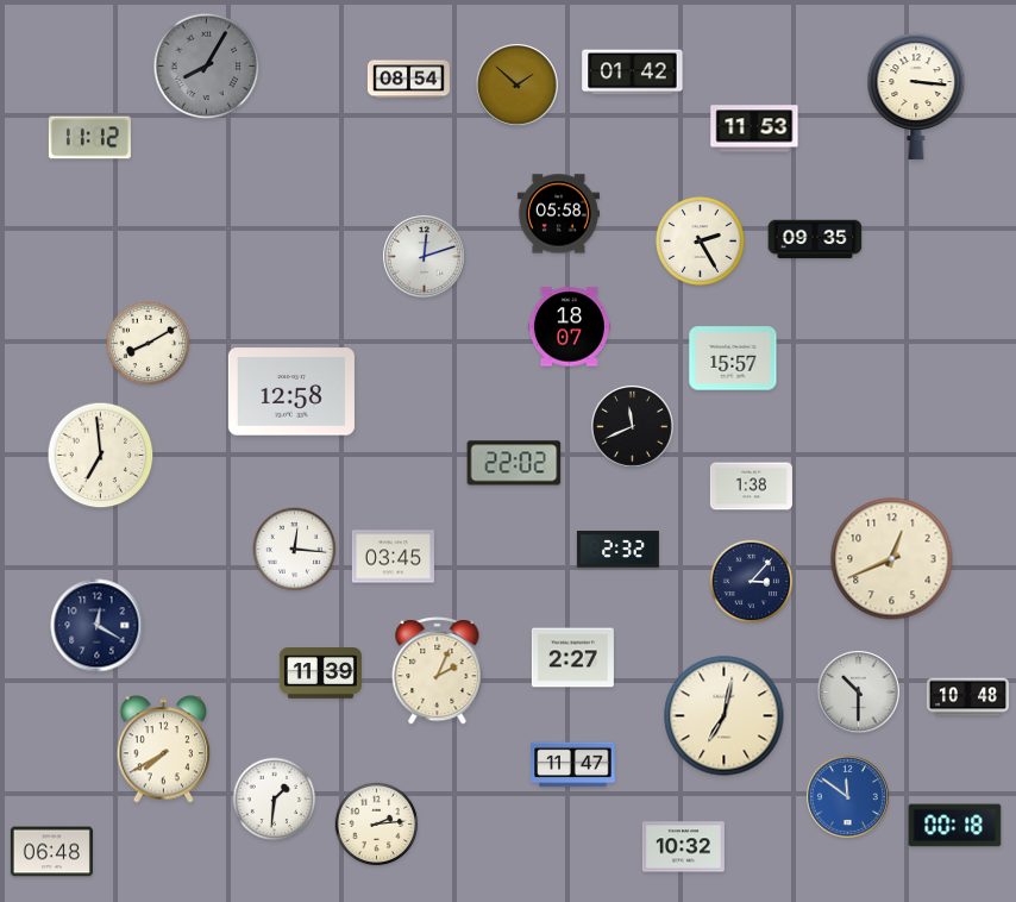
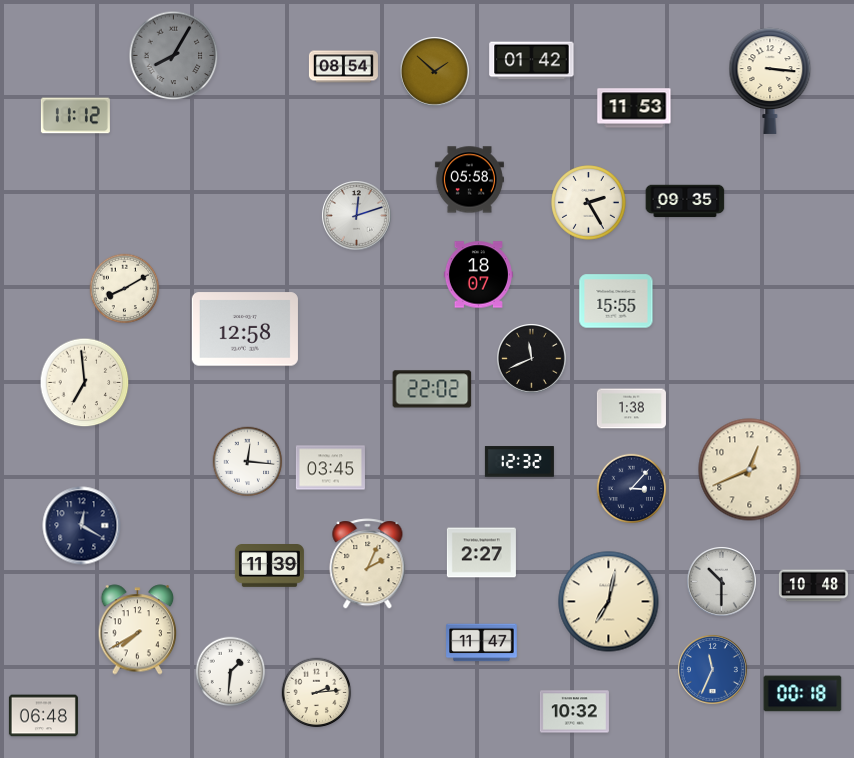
clock at (733, 358): 15:57 -> 15:55
clock at (617, 550): 2:32 -> 12:32
clock at (848, 797): 11:51 -> 11:34
